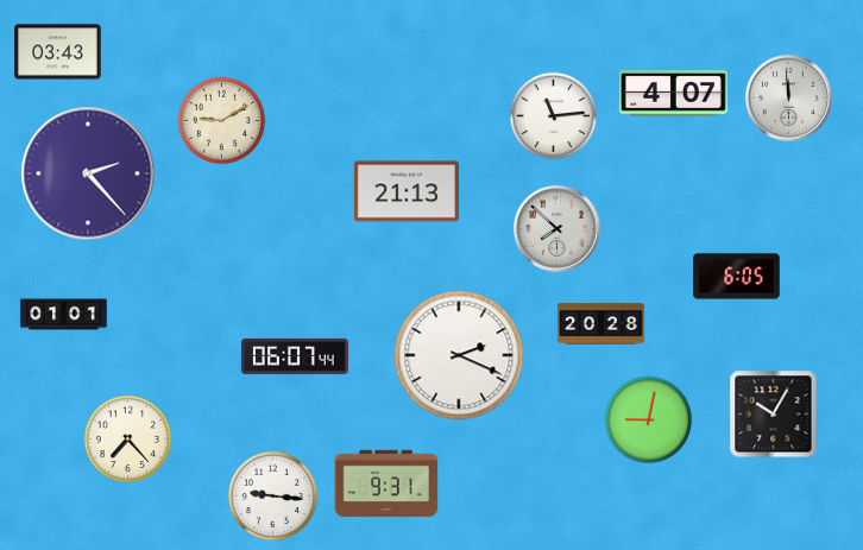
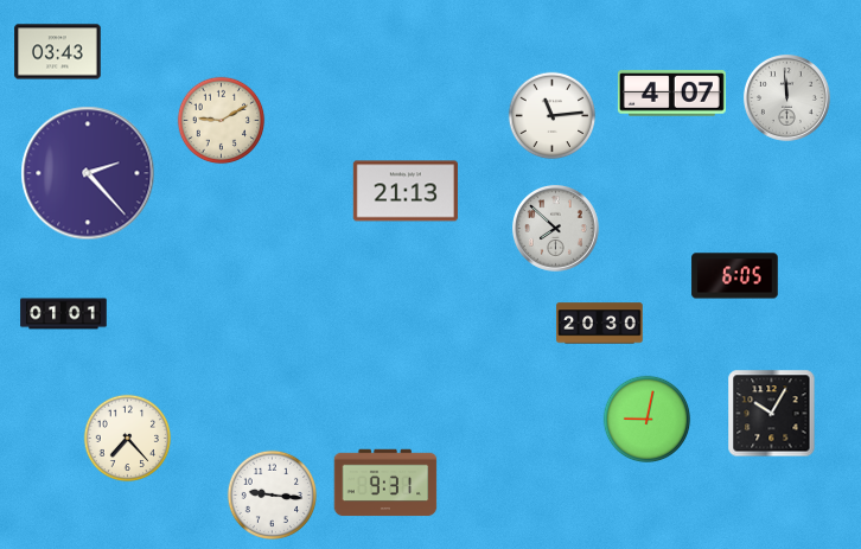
clock at (601, 324): 20:28 -> 20:30
clock at (459, 355): 2:19 -> none
clock at (295, 356): 06:07 -> none
